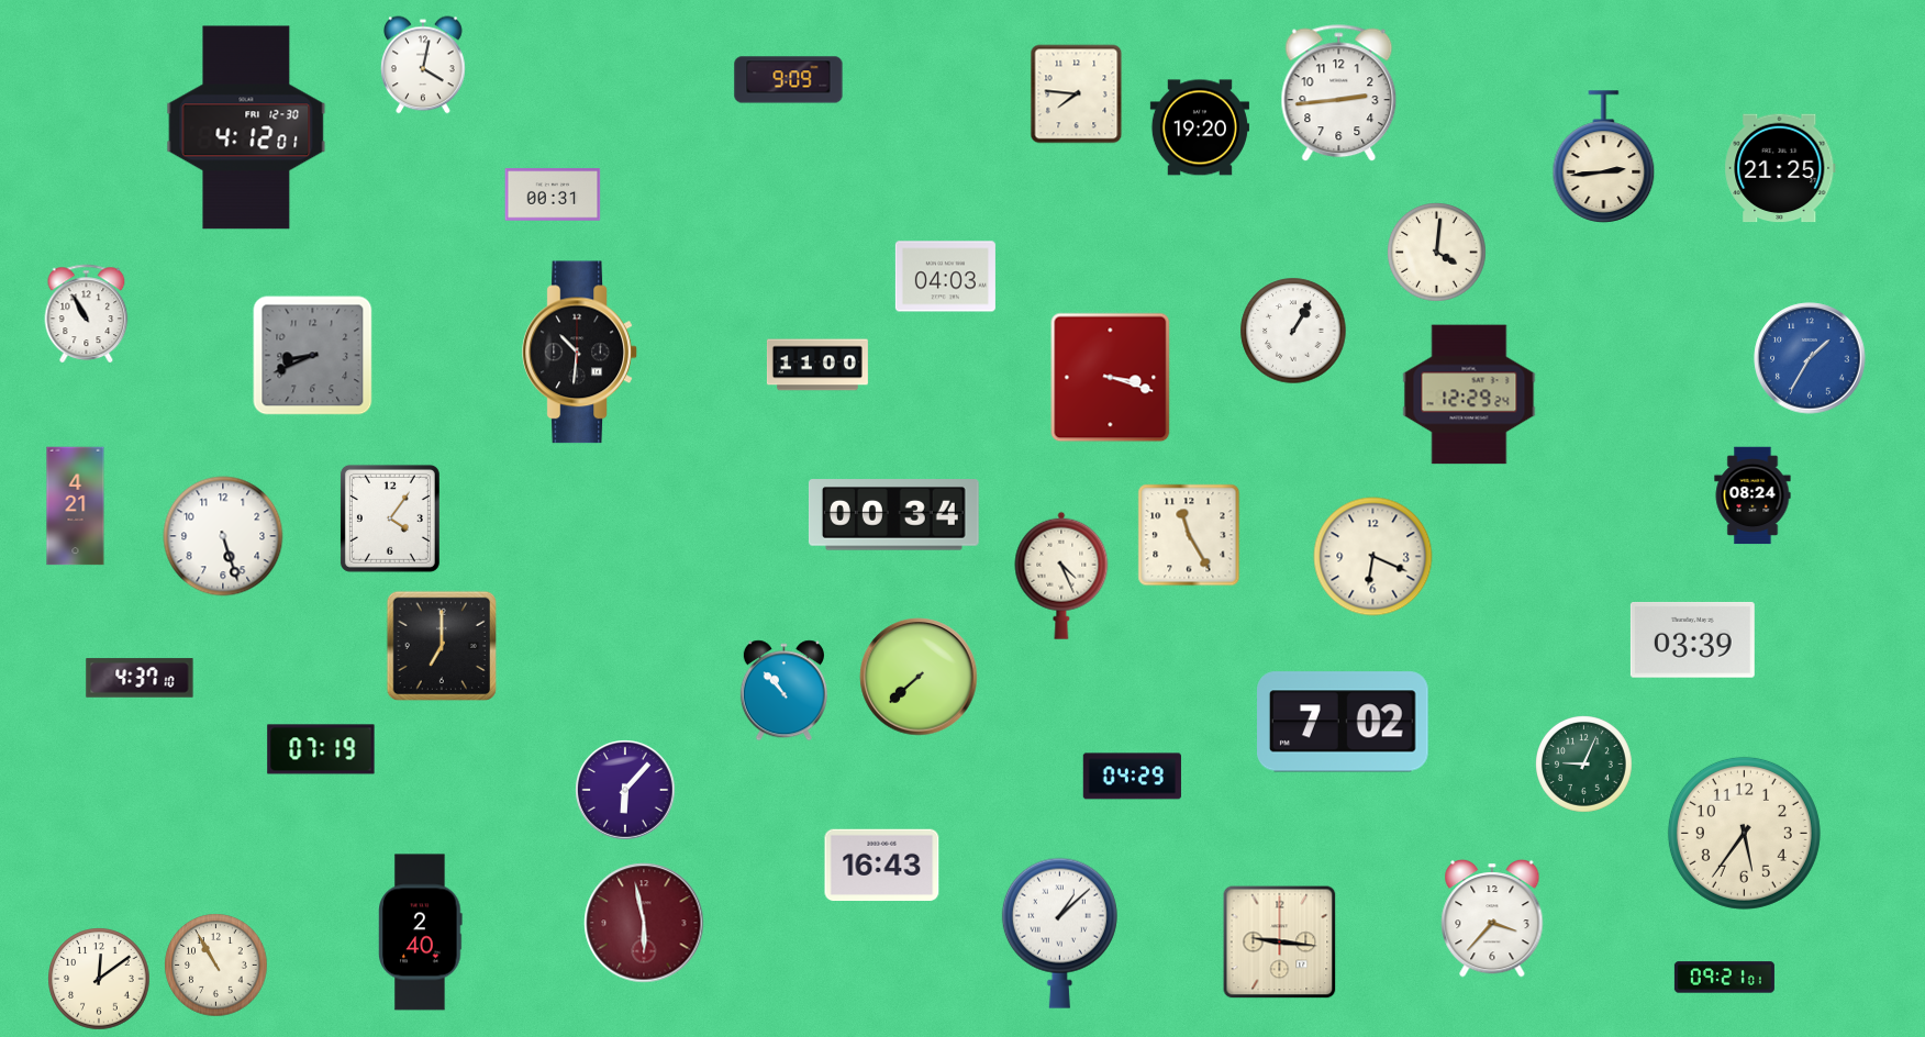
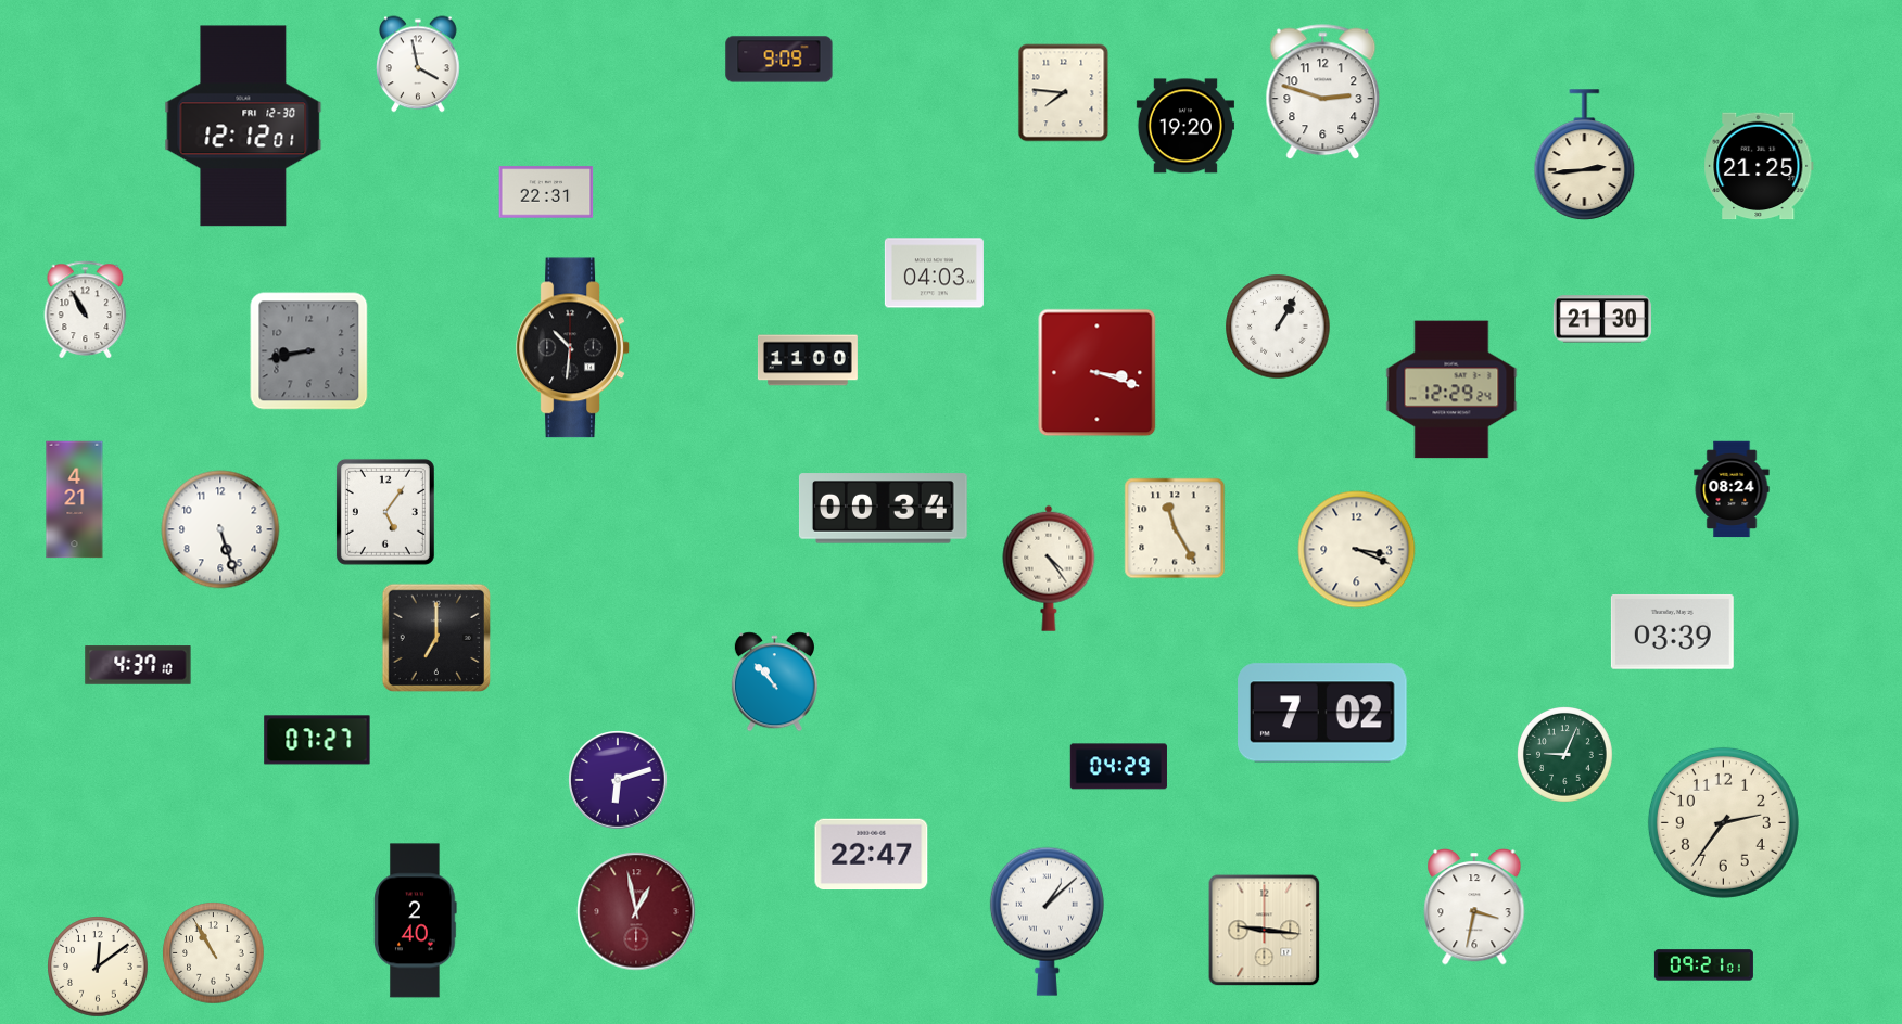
clock at (423, 65): 4:02 -> 3:58
clock at (789, 80) position: (789, 80) -> (779, 60)
clock at (1339, 93): 2:44 -> 2:48
clock at (246, 127): 4:12 -> 12:12
clock at (553, 194): 00:31 -> 22:31
clock at (1437, 253): 4:01 -> none
clock at (1602, 319): none -> 21:30
clock at (313, 356): 8:41 -> 8:43
clock at (1810, 358): 1:35 -> none
clock at (390, 518): 4:06 -> 5:06
clock at (1373, 557): 6:19 -> 3:19
clock at (1061, 576): 4:26 -> 4:24
clock at (919, 677): 7:38 -> none
clock at (140, 678) position: (140, 678) -> (138, 665)
clock at (1344, 722) position: (1344, 722) -> (1323, 713)
clock at (321, 749): 07:19 -> 07:27
clock at (625, 790): 6:07 -> 6:12
clock at (1744, 833): 5:36 -> 2:36
clock at (882, 866): 16:43 -> 22:47
clock at (1492, 918): 3:37 -> 3:32
clock at (644, 923): 5:58 -> 12:58
